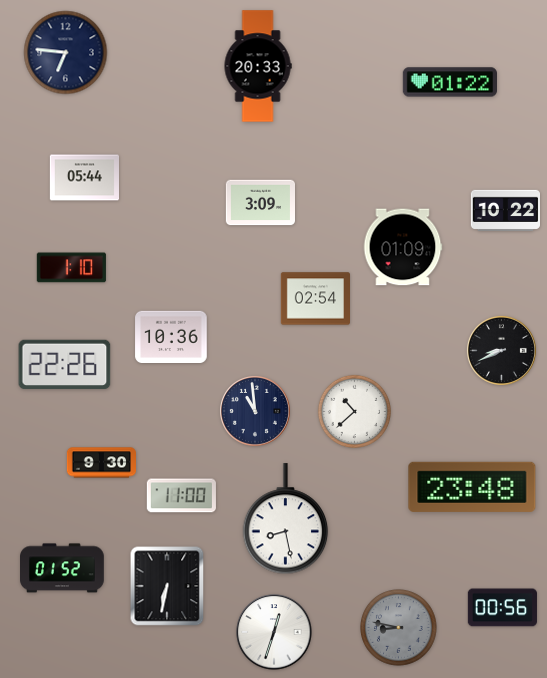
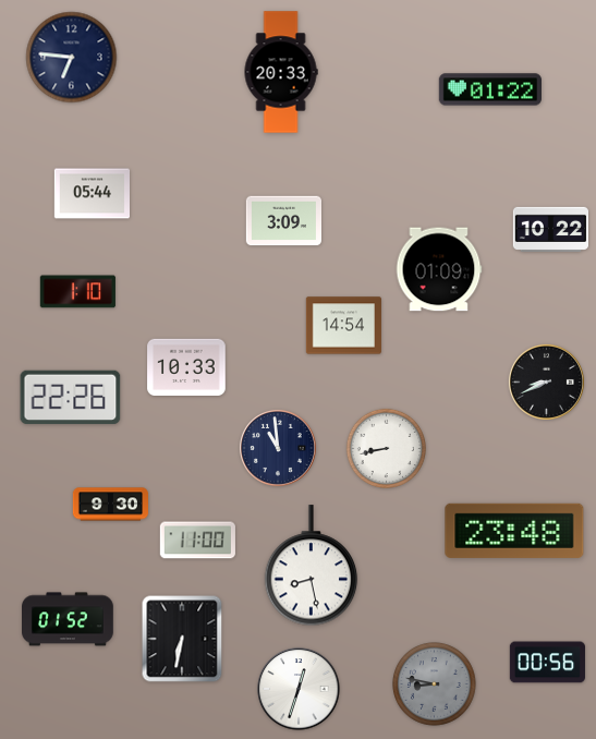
clock at (315, 299): 02:54 -> 14:54
clock at (171, 337): 10:36 -> 10:33
clock at (354, 411): 10:38 -> 8:43
